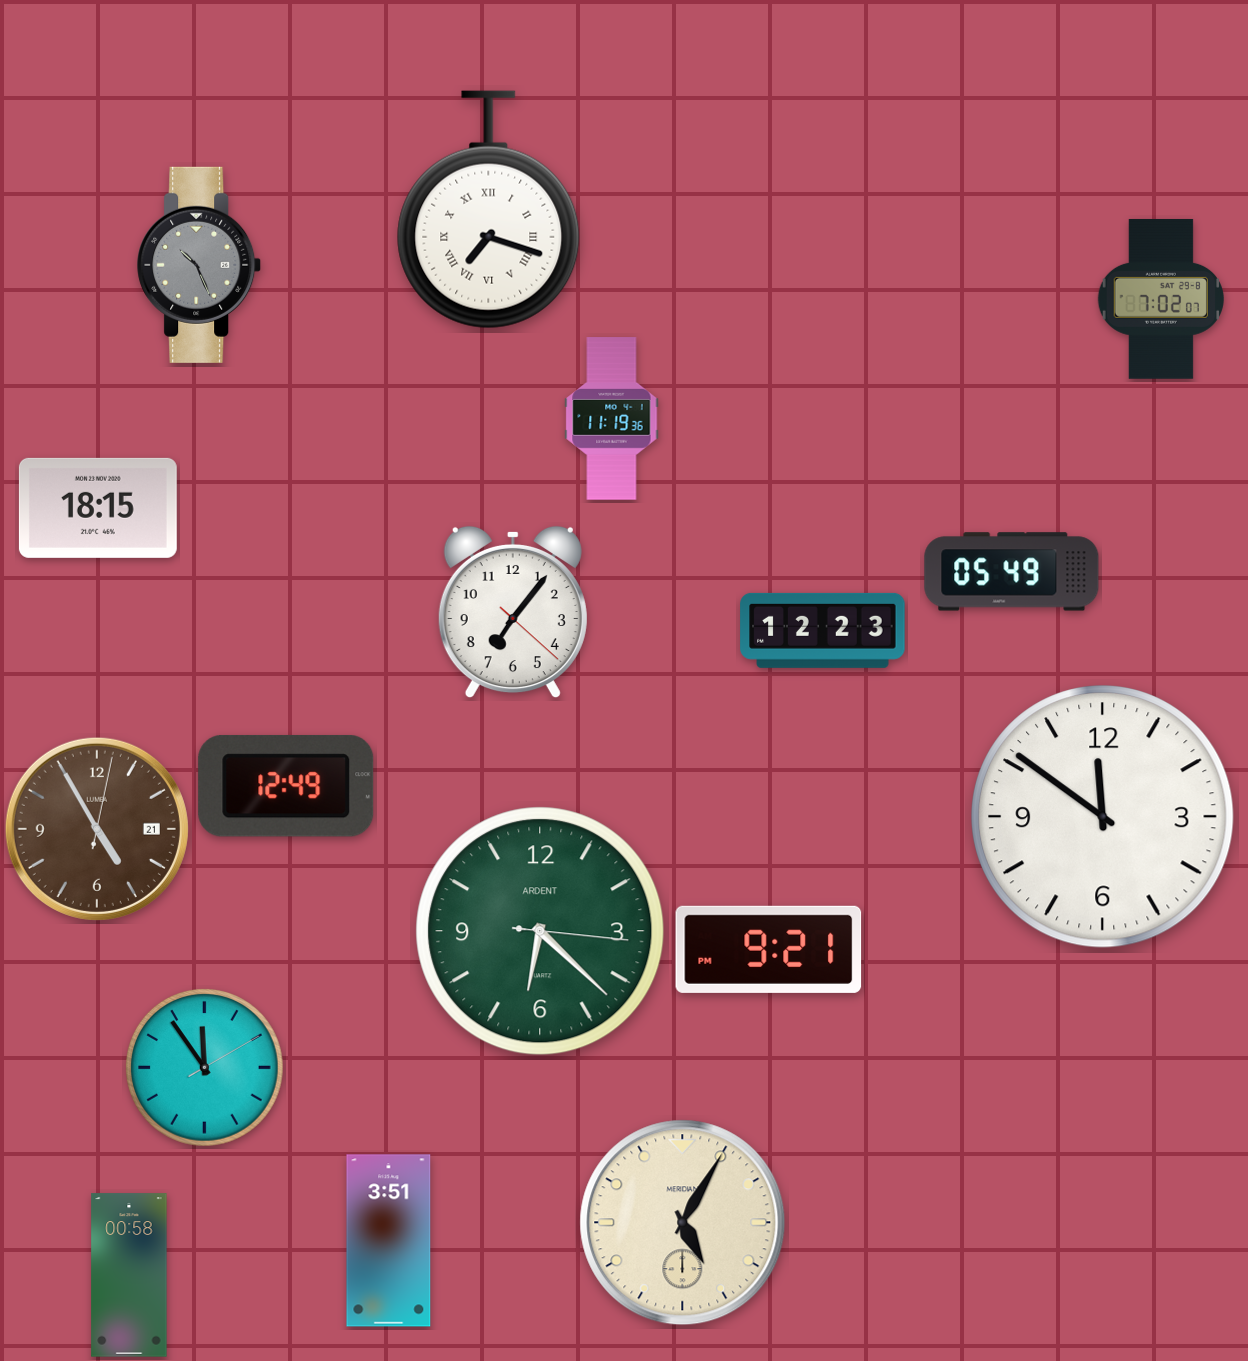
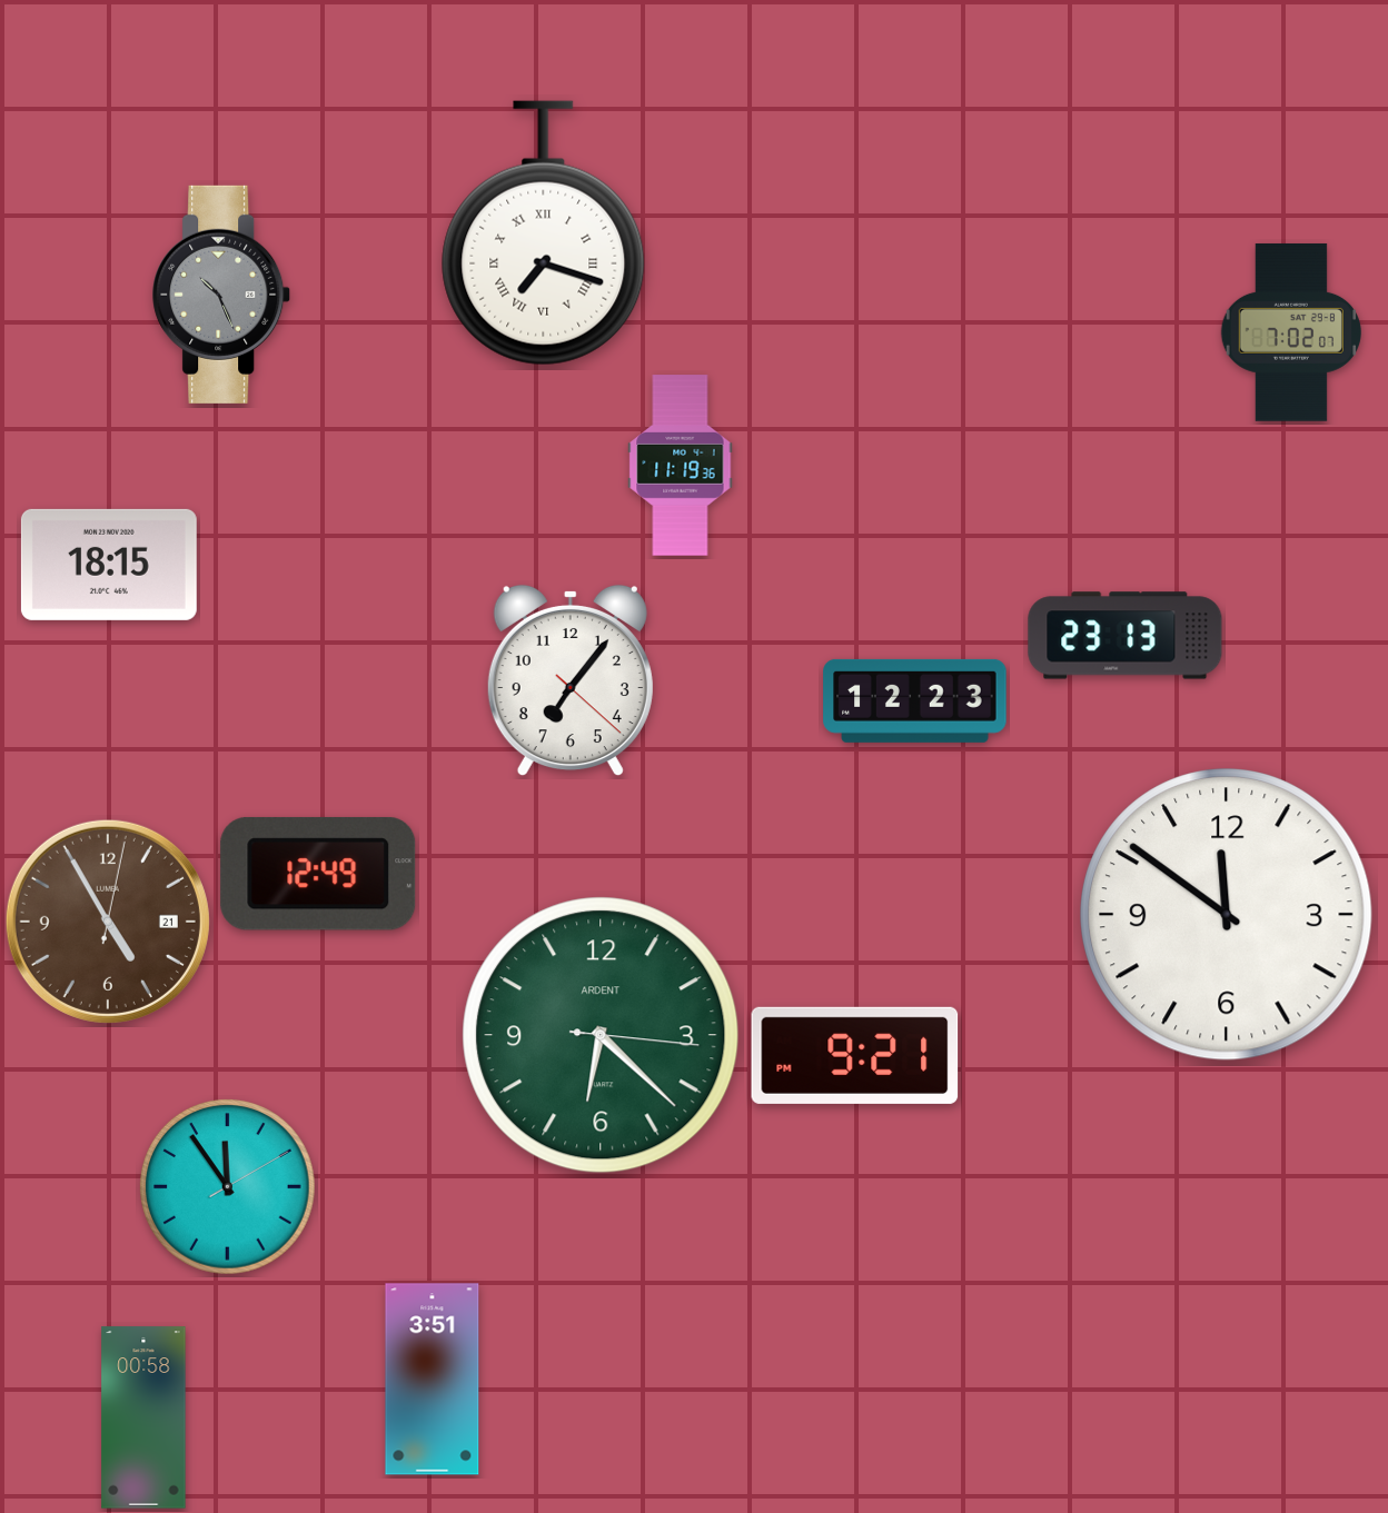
clock at (1012, 572): 05:49 -> 23:13
clock at (1103, 817) position: (1103, 817) -> (1227, 915)
clock at (683, 1223): 5:05 -> none
